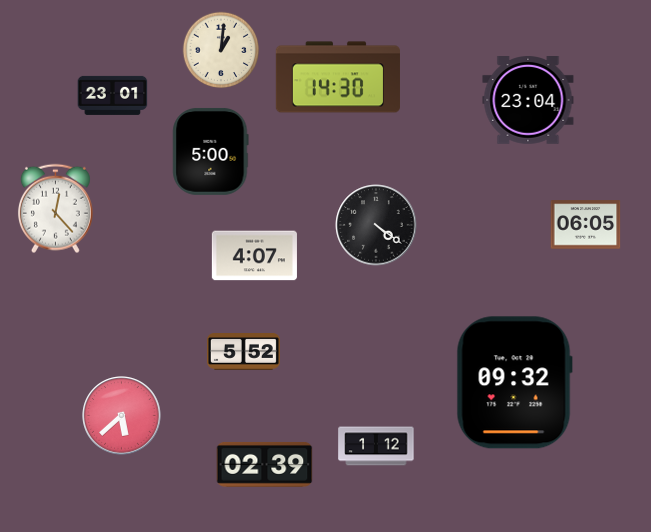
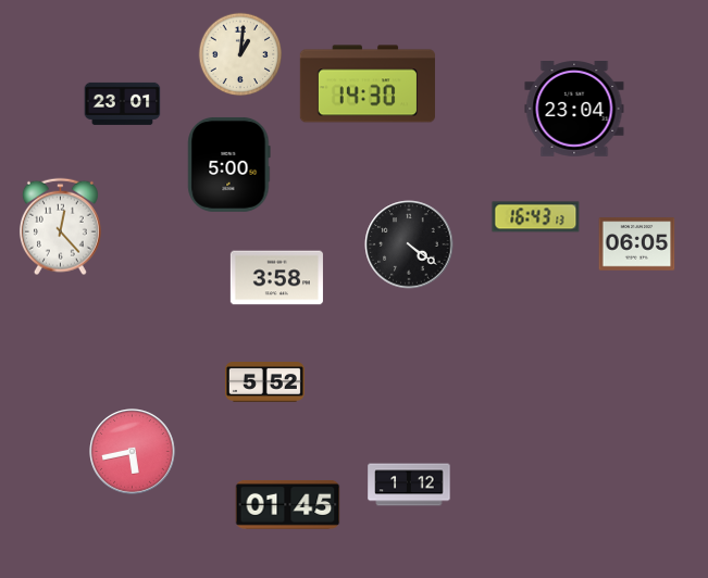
clock at (536, 217): none -> 16:43
clock at (254, 256): 4:07 -> 3:58
clock at (514, 383): 09:32 -> none
clock at (122, 416): 5:38 -> 5:43
clock at (265, 464): 02:39 -> 01:45
